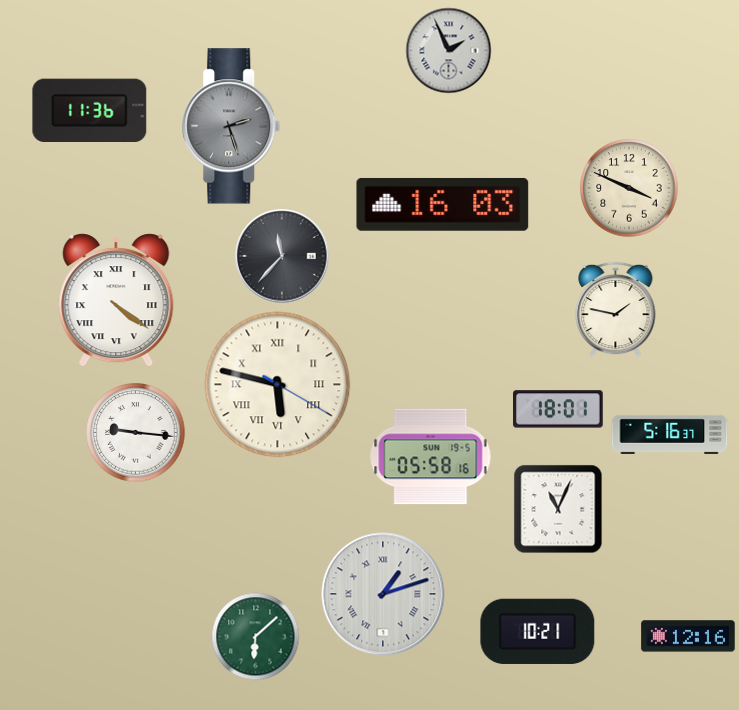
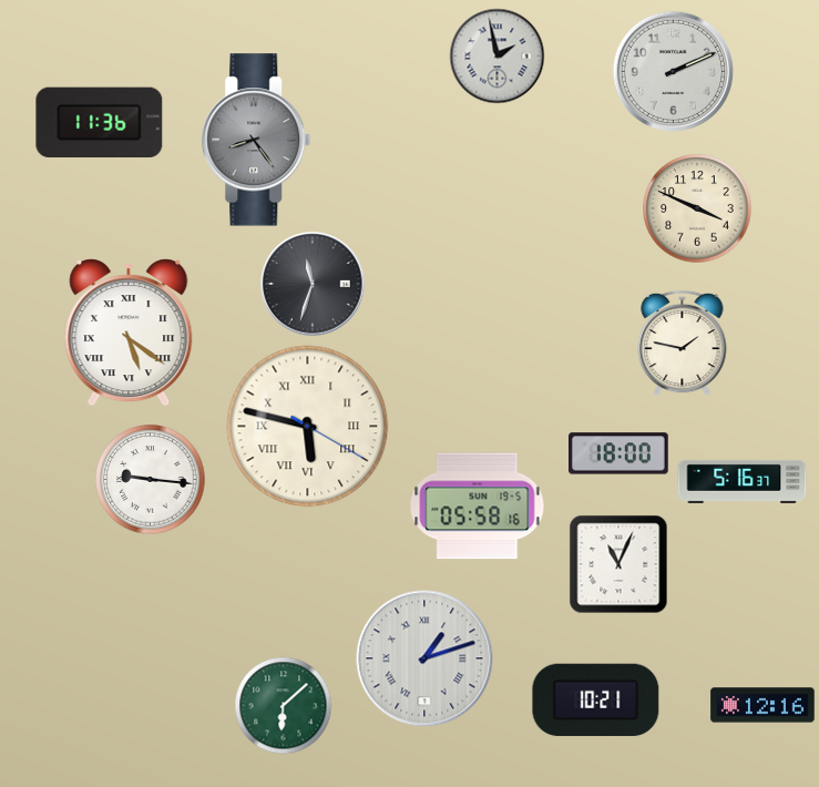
clock at (448, 50): 1:56 -> 1:58
clock at (673, 71): none -> 2:11
clock at (231, 126): 2:27 -> 8:24
clock at (443, 204): 16:03 -> none
clock at (282, 256): 11:37 -> 11:33
clock at (116, 300): 4:21 -> 5:21
clock at (559, 409): 18:01 -> 18:00
